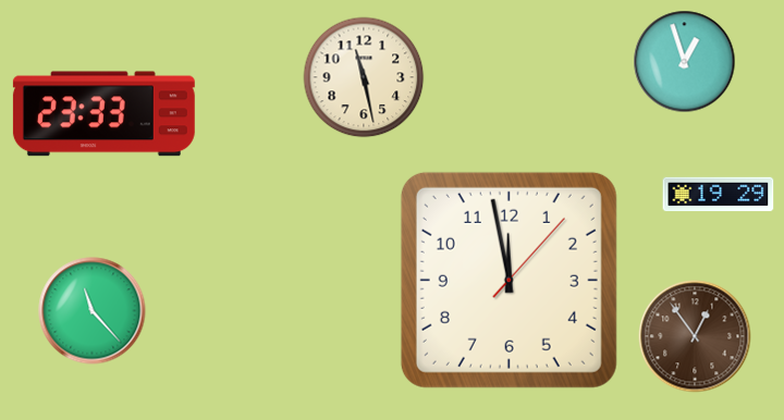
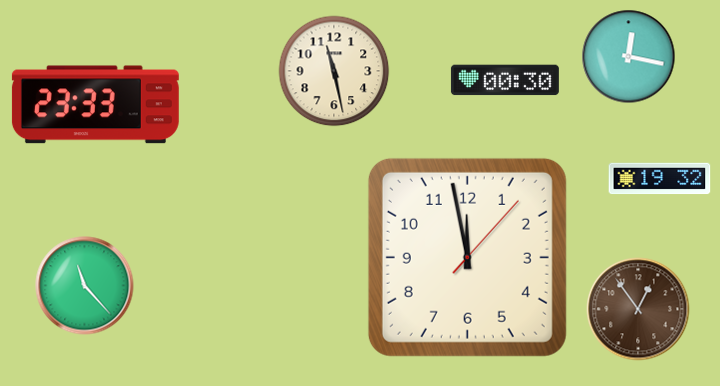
clock at (685, 62): 12:57 -> 12:17
clock at (505, 80): none -> 00:30
clock at (719, 195): 19:29 -> 19:32
